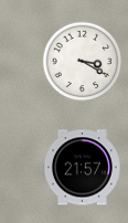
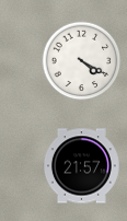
clock at (83, 62): 3:20 -> 4:20
